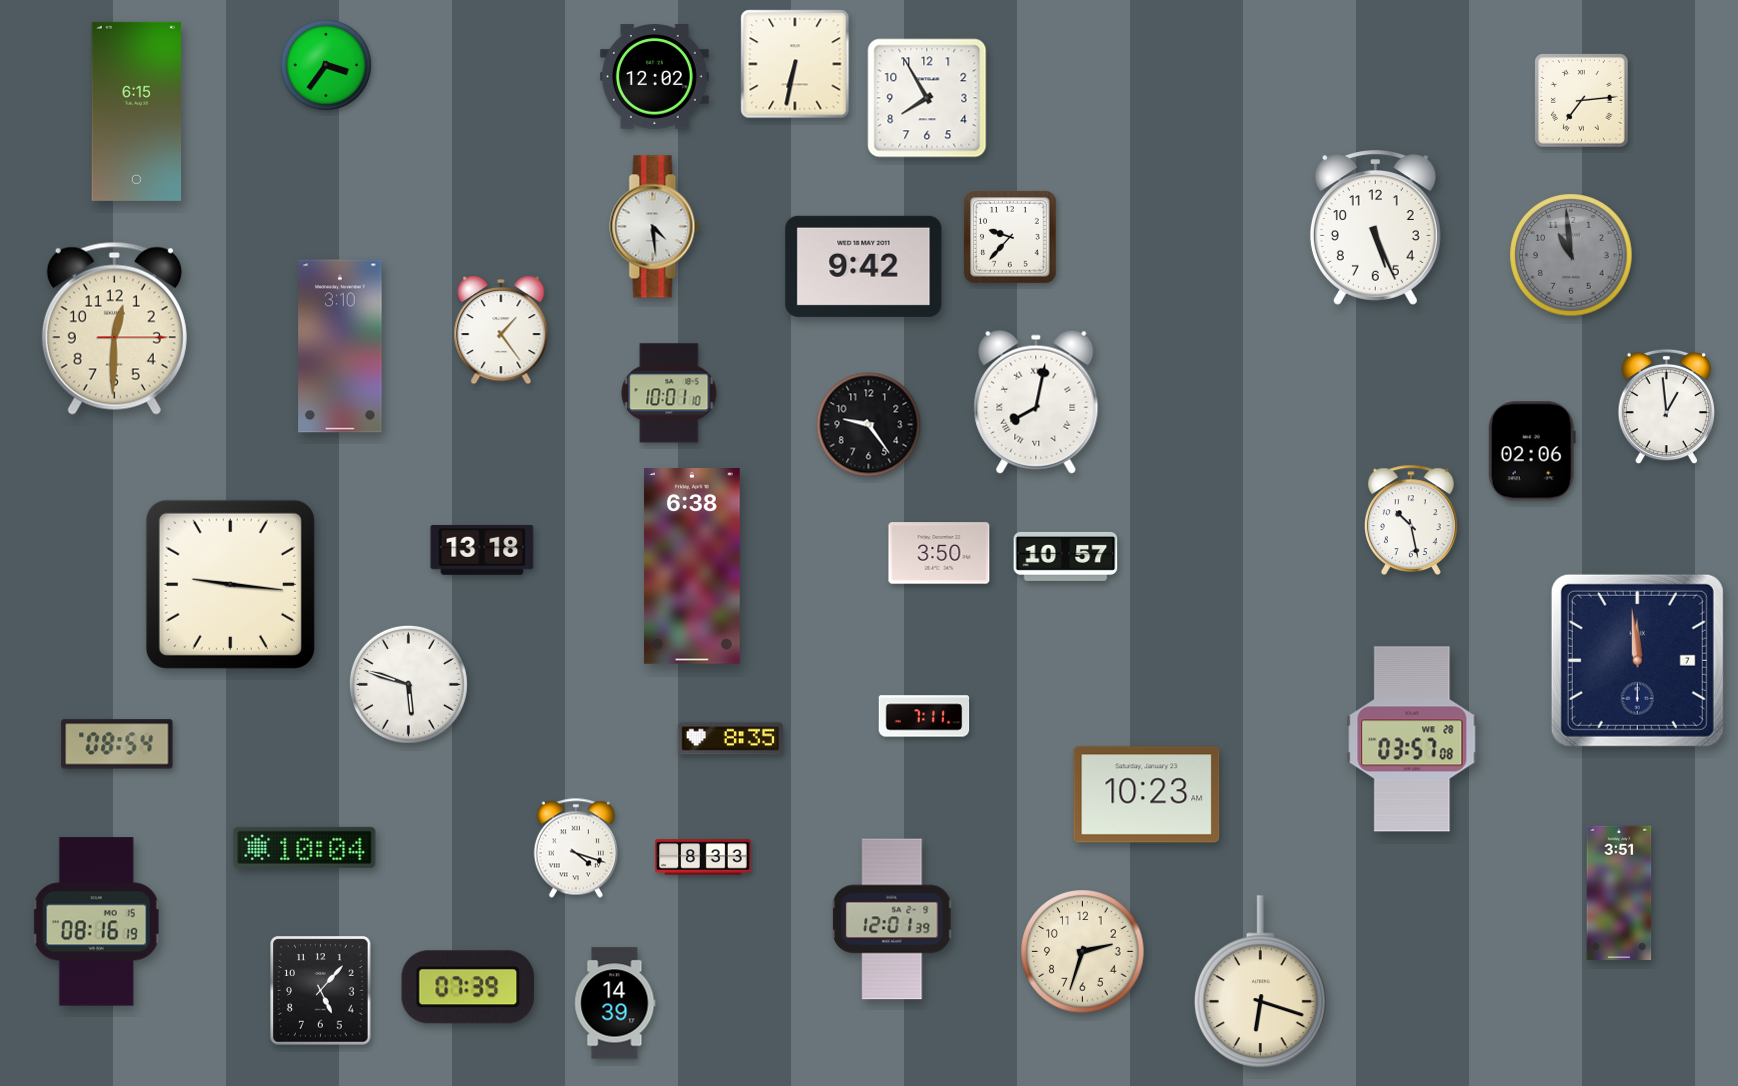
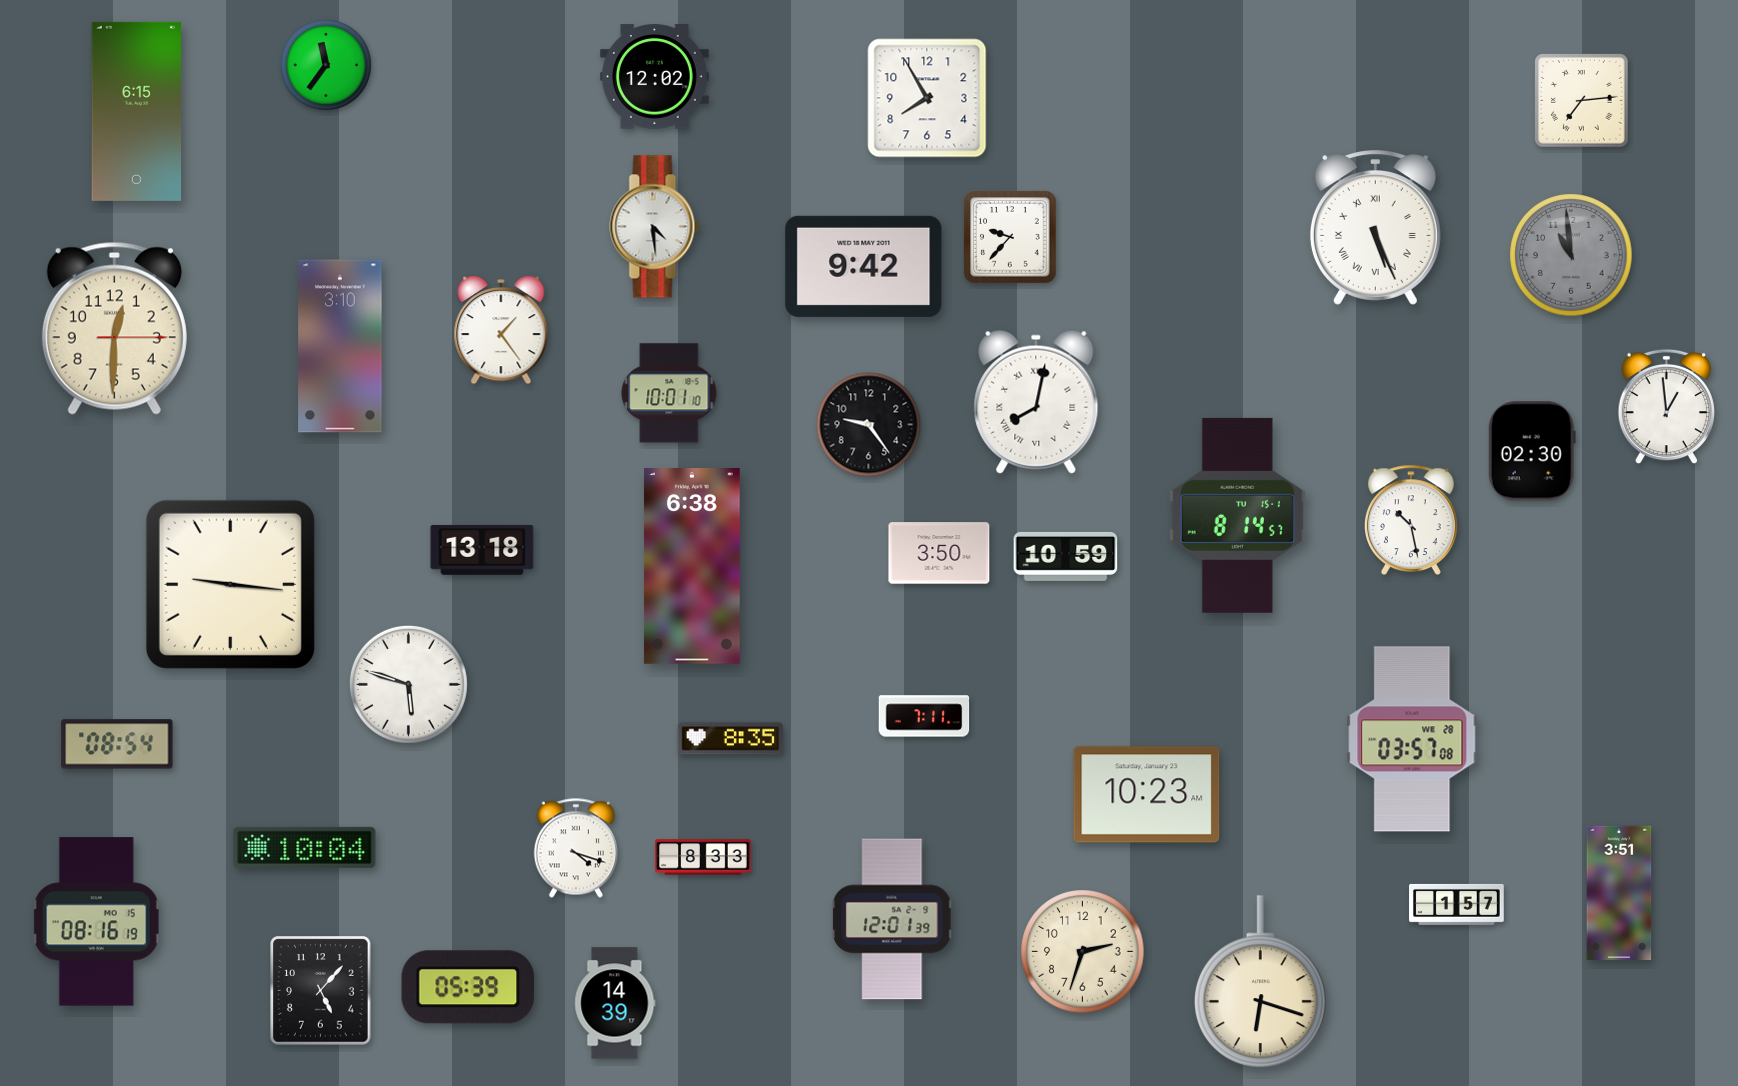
clock at (795, 64): 6:32 -> none
clock at (326, 65): 3:36 -> 11:36
clock at (1375, 228) numerals: Arabic -> Roman
clock at (1532, 451): 02:06 -> 02:30
clock at (1237, 515): none -> 8:14
clock at (1066, 556): 10:57 -> 10:59
clock at (1637, 660): 11:59 -> none
clock at (1457, 904): none -> 1:57
clock at (468, 987): 07:39 -> 05:39
